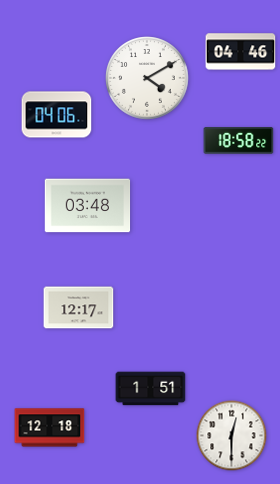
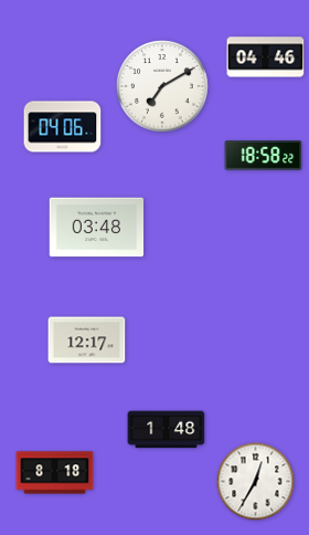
clock at (147, 78): 4:10 -> 7:10
clock at (151, 389): 1:51 -> 1:48
clock at (50, 428): 12:18 -> 8:18
clock at (232, 436): 12:30 -> 12:35
